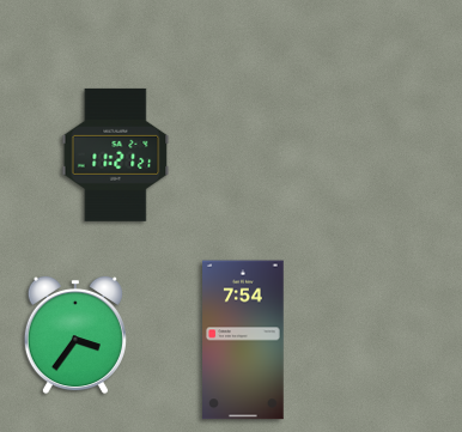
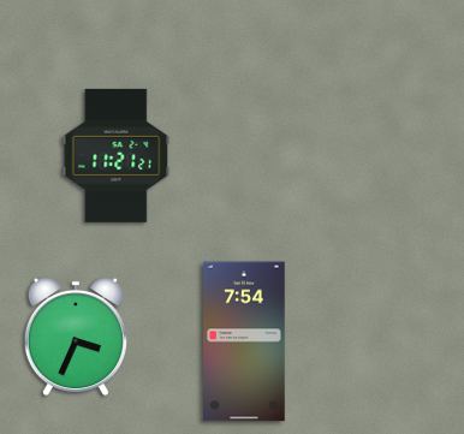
clock at (75, 335): 3:36 -> 3:34
